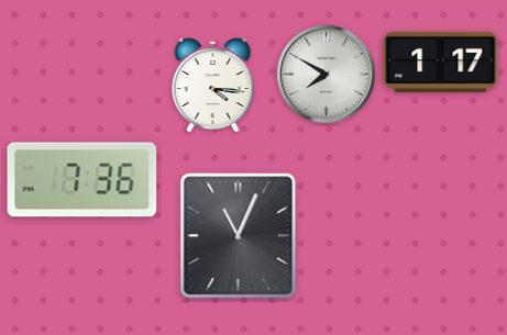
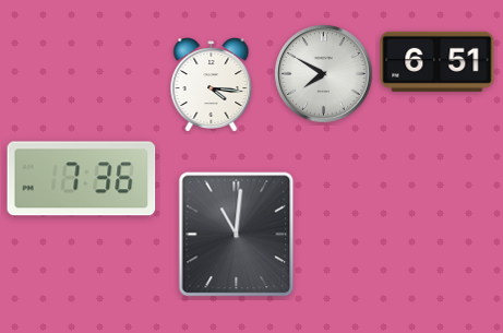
clock at (441, 62): 1:17 -> 6:51
clock at (239, 236): 11:04 -> 11:01
